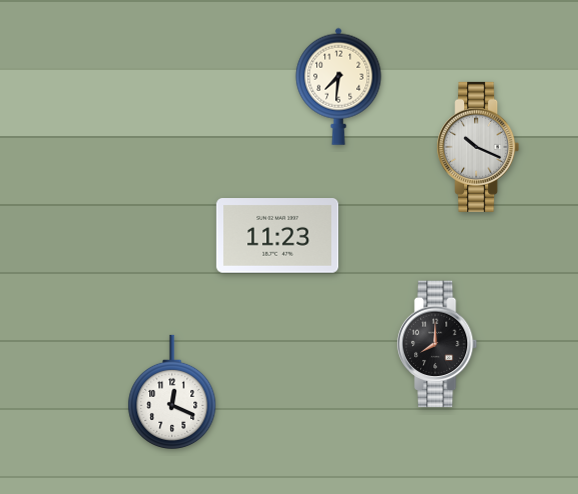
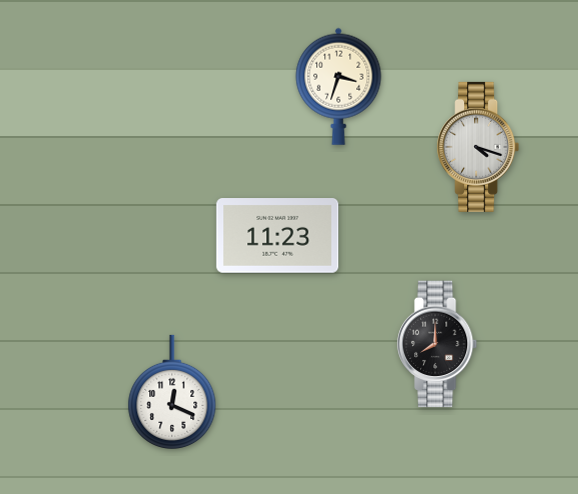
clock at (339, 86): 7:31 -> 3:33
clock at (478, 147): 10:19 -> 4:18
